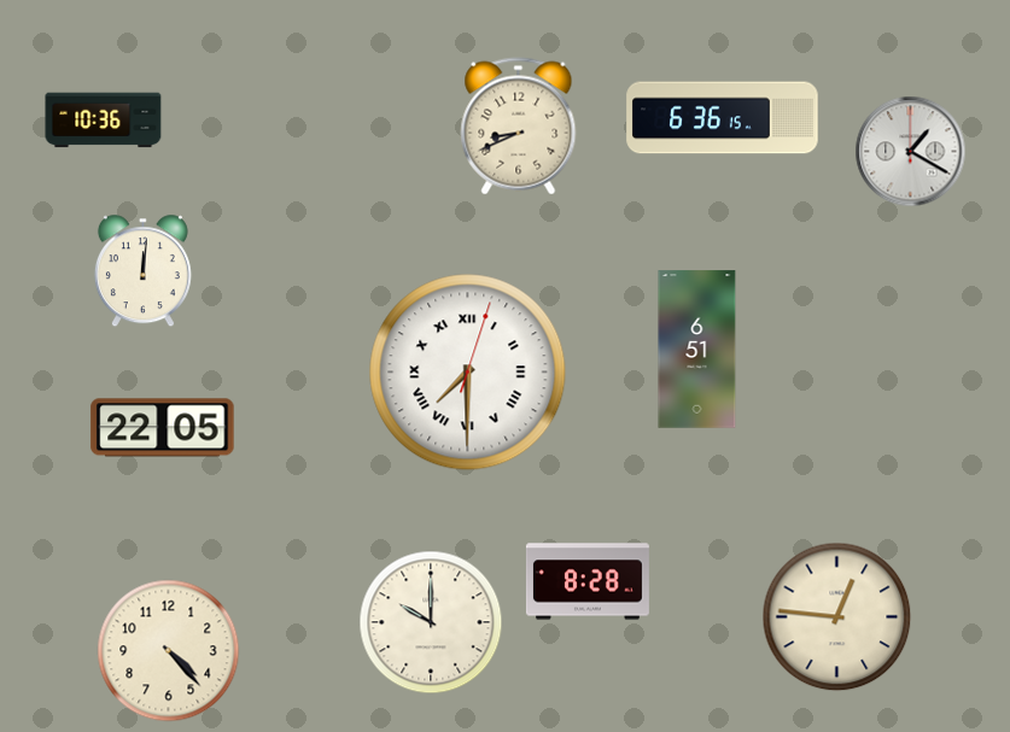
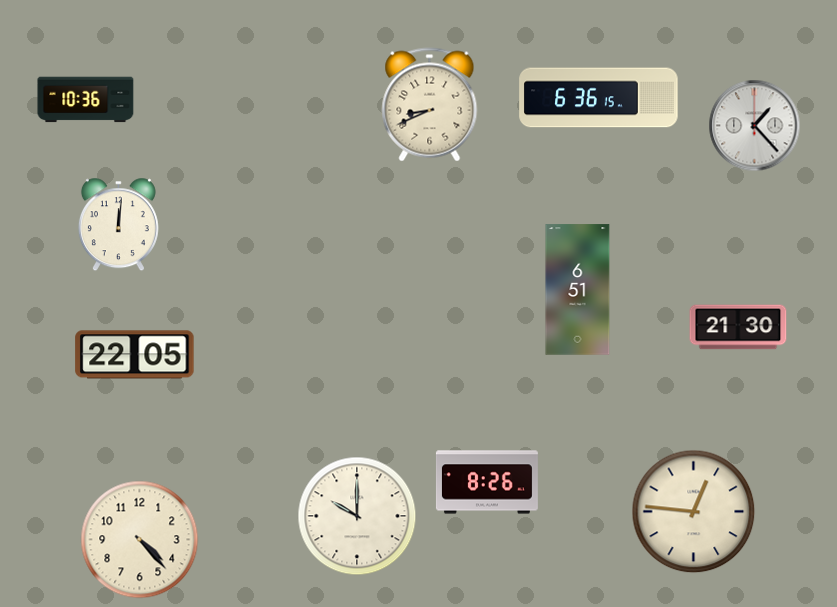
clock at (911, 152): 1:20 -> 1:23
clock at (468, 373): 7:30 -> none
clock at (738, 327): none -> 21:30
clock at (588, 581): 8:28 -> 8:26
